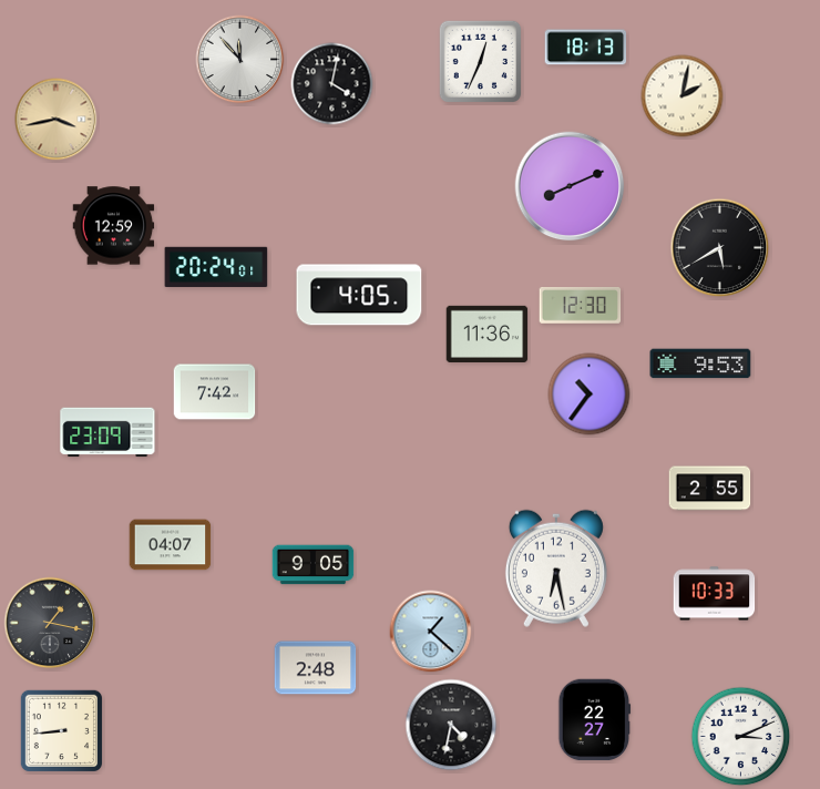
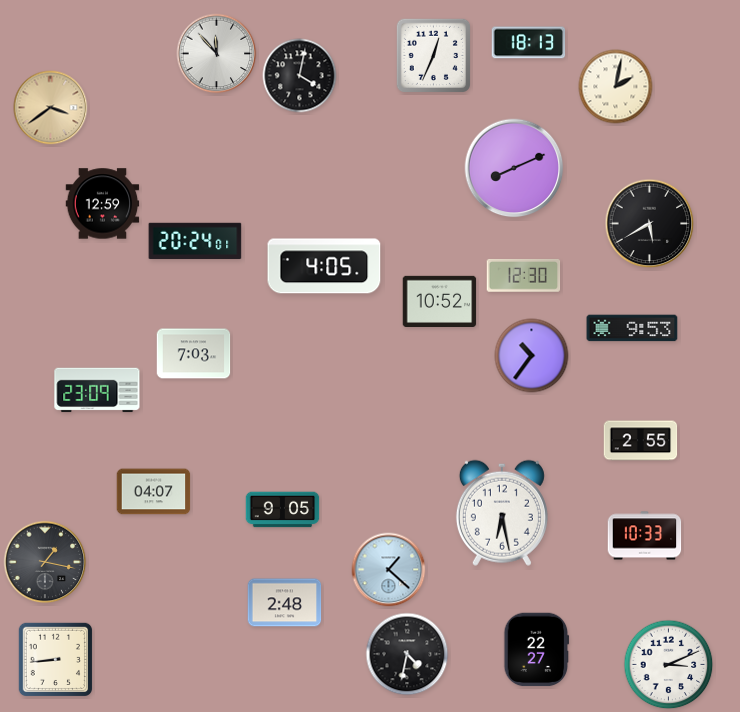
clock at (57, 120): 3:43 -> 3:39
clock at (488, 334): 11:36 -> 10:52
clock at (215, 392): 7:42 -> 7:03
